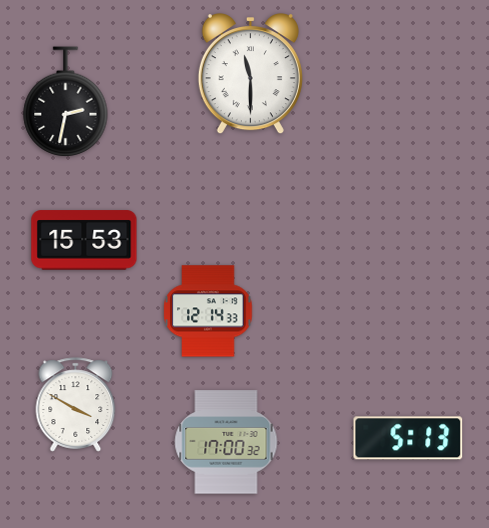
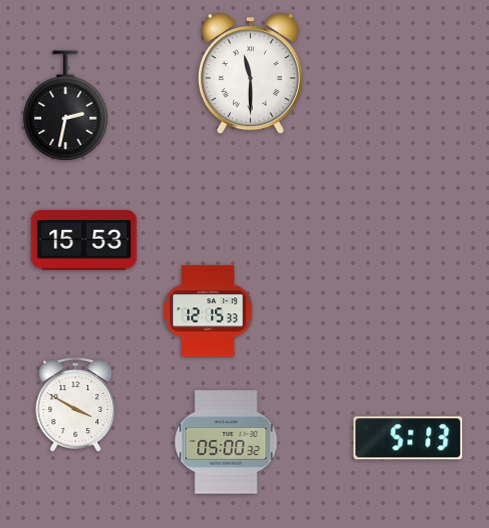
clock at (66, 101) position: (66, 101) -> (66, 105)
clock at (208, 311): 12:14 -> 12:15
clock at (226, 442): 17:00 -> 05:00
